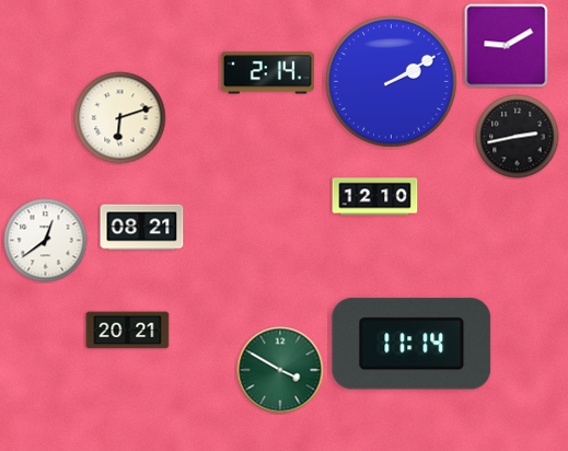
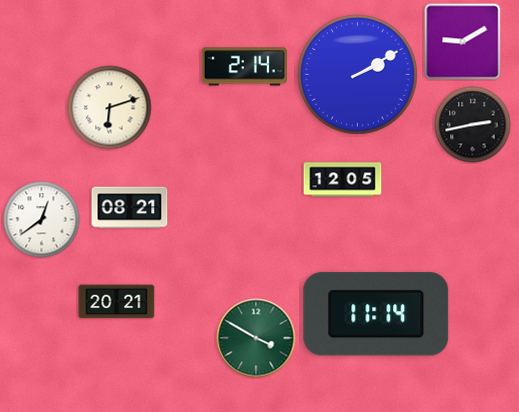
clock at (375, 197): 12:10 -> 12:05
